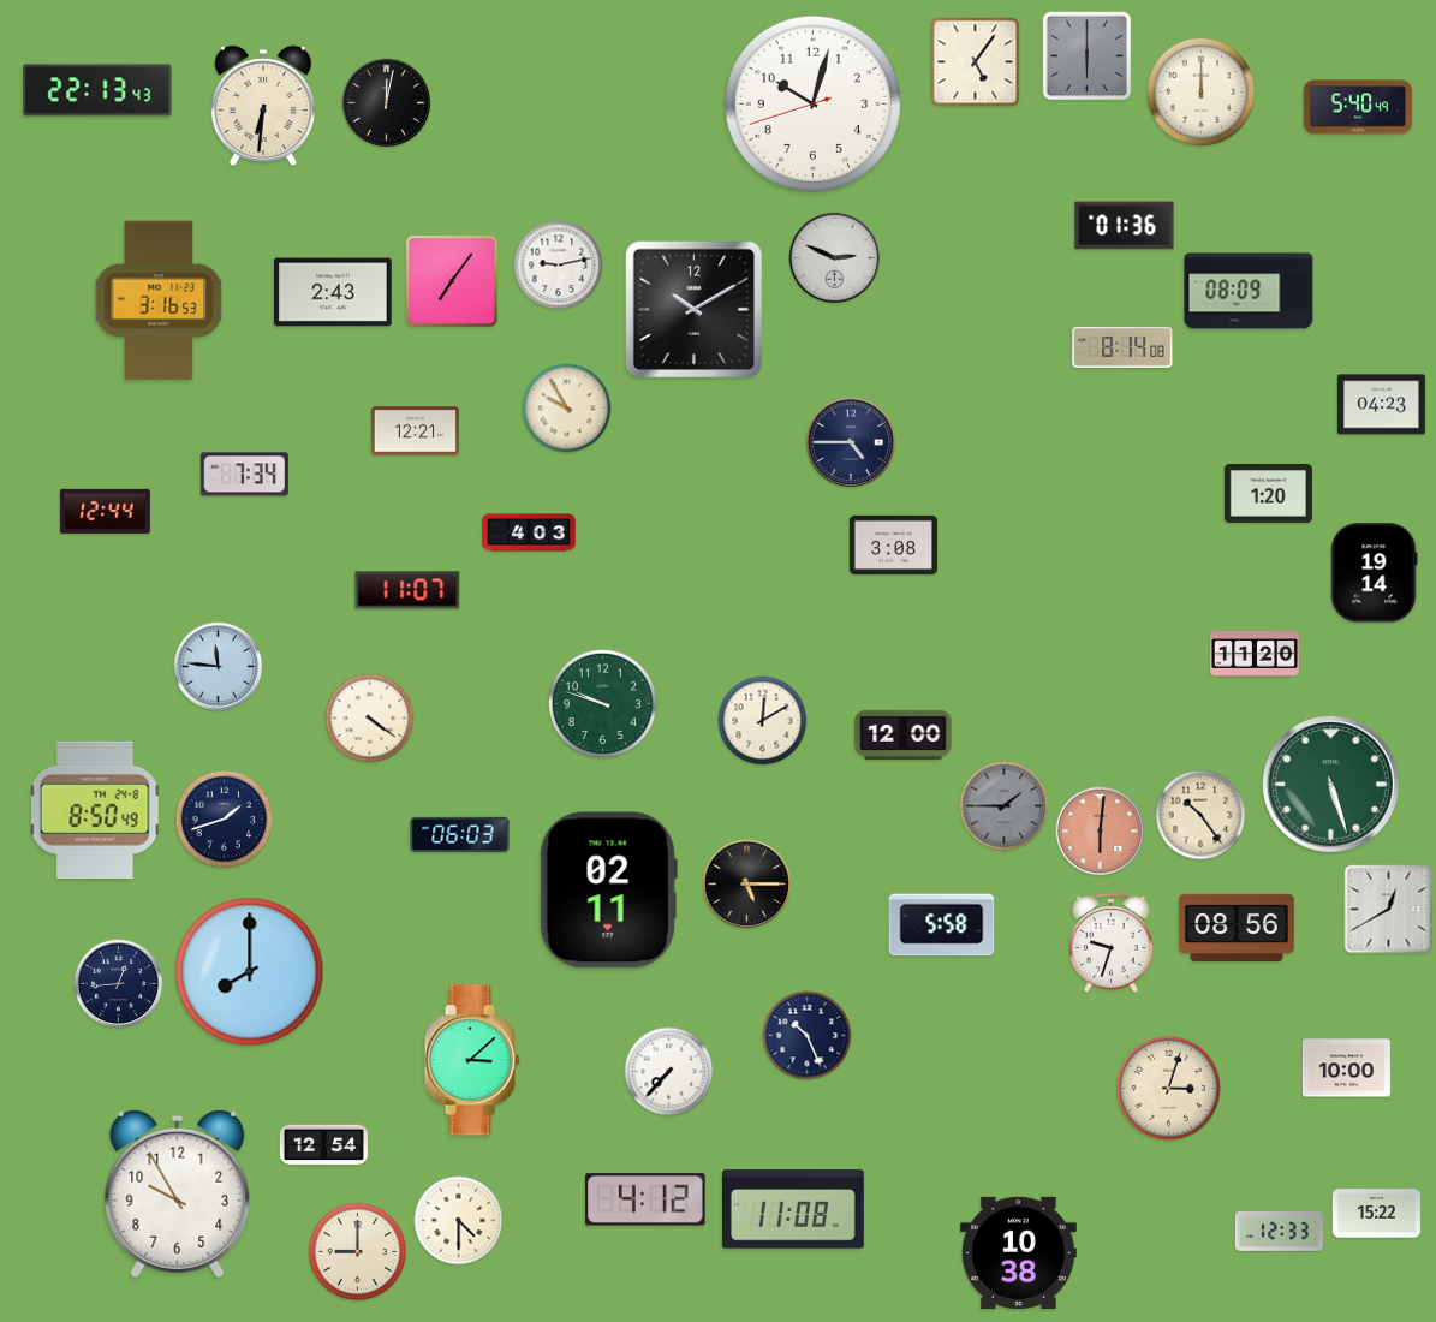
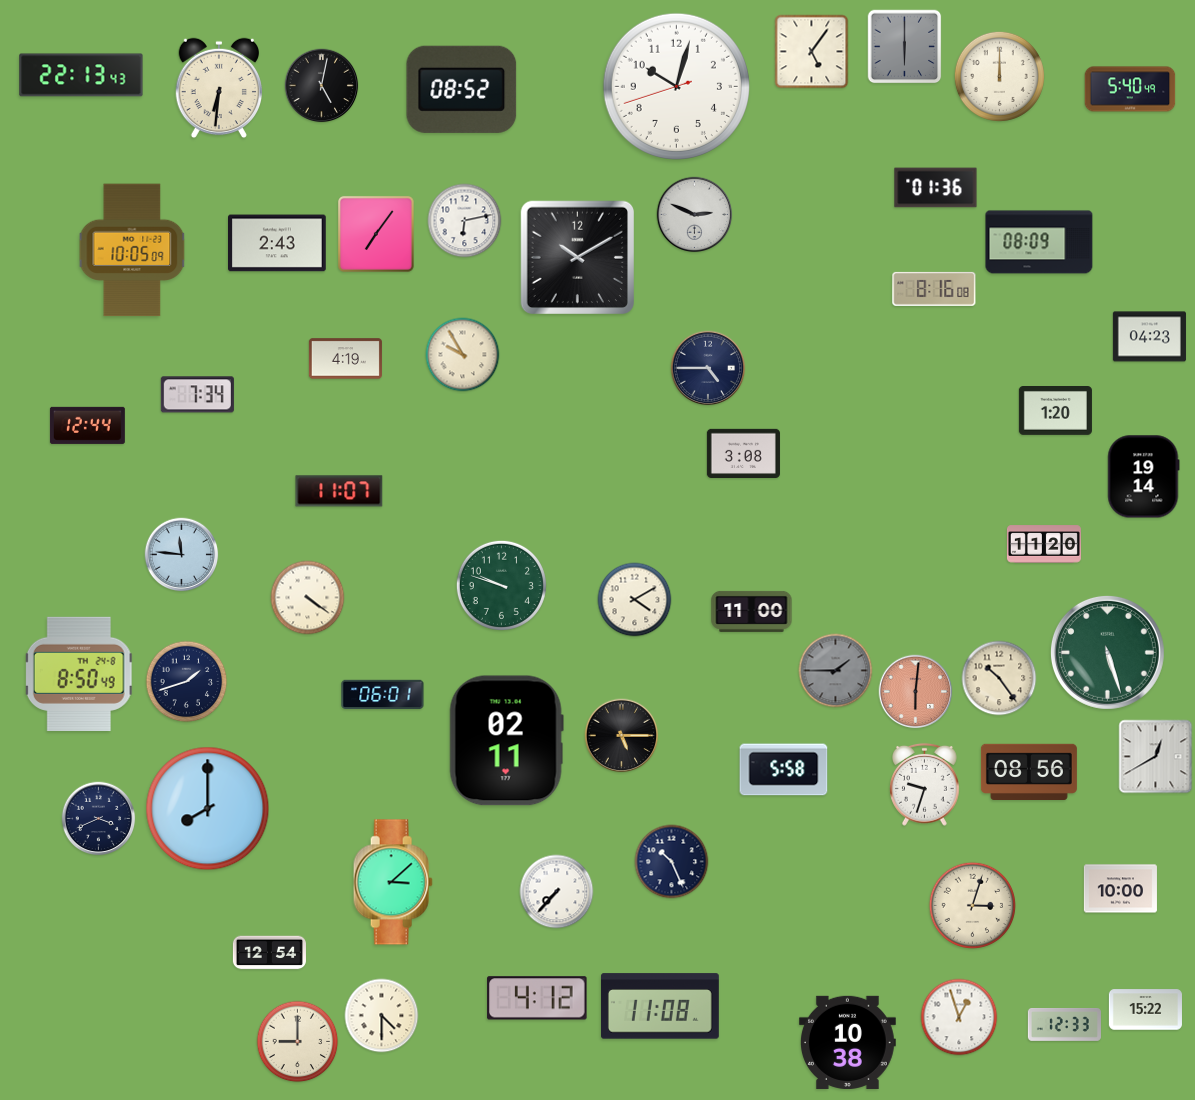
clock at (387, 103): 12:02 -> 5:02
clock at (462, 89): none -> 08:52
clock at (559, 266): 9:13 -> 6:13
clock at (159, 300): 3:16 -> 10:05
clock at (1122, 347): 8:14 -> 8:16
clock at (567, 409) position: (567, 409) -> (463, 355)
clock at (415, 431): 12:21 -> 4:19
clock at (244, 475) position: (244, 475) -> (197, 395)
clock at (529, 532): 4:03 -> none
clock at (763, 721): 12:10 -> 4:10
clock at (904, 734): 12:00 -> 11:00
clock at (460, 835): 06:03 -> 06:01
clock at (119, 984): 12:44 -> 3:41
clock at (178, 1195): 9:55 -> none
clock at (959, 1017): none -> 12:57
